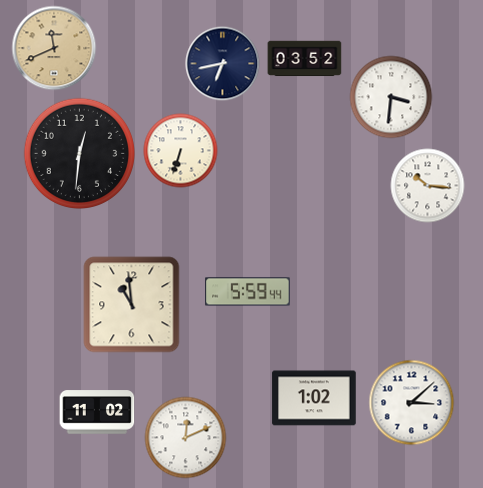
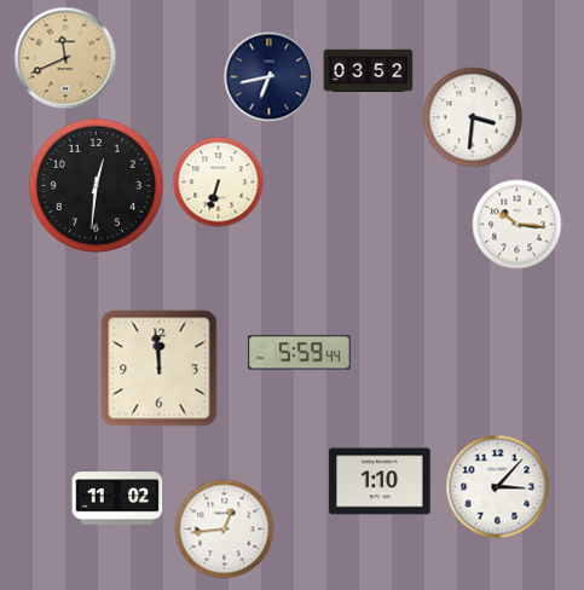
clock at (132, 305): 10:59 -> 11:59
clock at (314, 398): 1:02 -> 1:10
clock at (412, 403): 3:08 -> 3:07
clock at (186, 438): 12:11 -> 12:44
